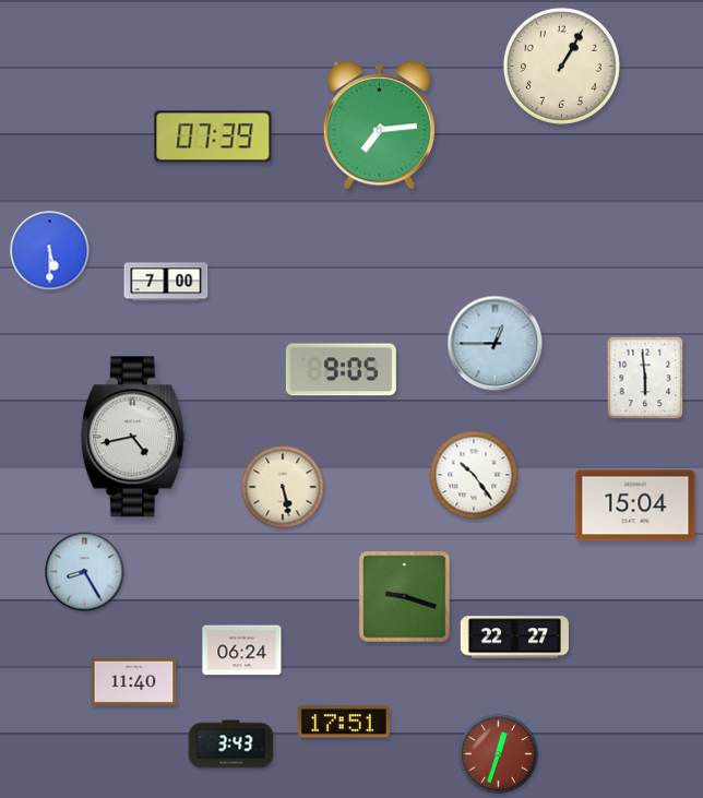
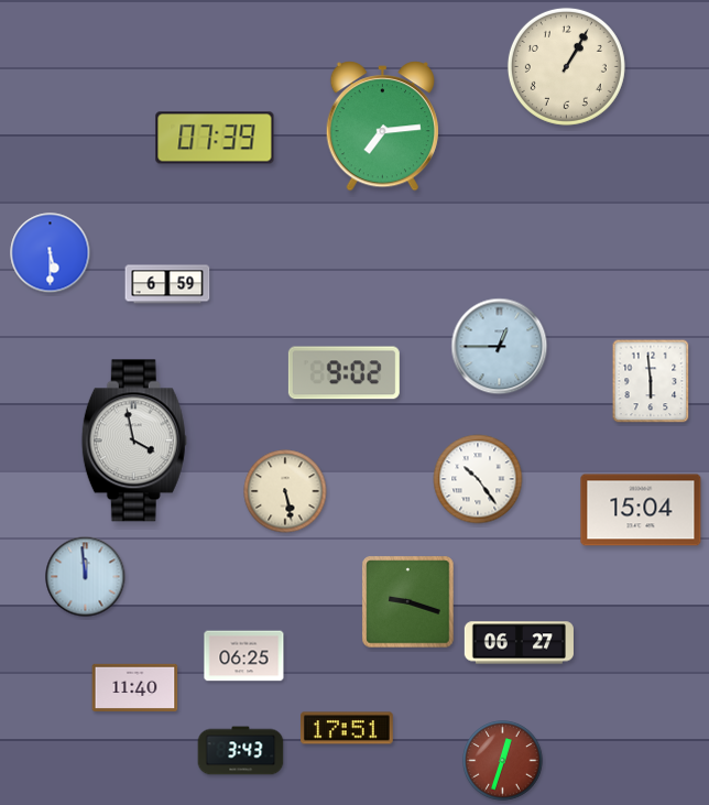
clock at (166, 282): 7:00 -> 6:59
clock at (341, 370): 9:05 -> 9:02
clock at (133, 437): 4:43 -> 3:58
clock at (85, 572): 8:25 -> 11:59
clock at (514, 638): 22:27 -> 06:27
clock at (242, 651): 06:24 -> 06:25
clock at (231, 745) position: (231, 745) -> (241, 751)
